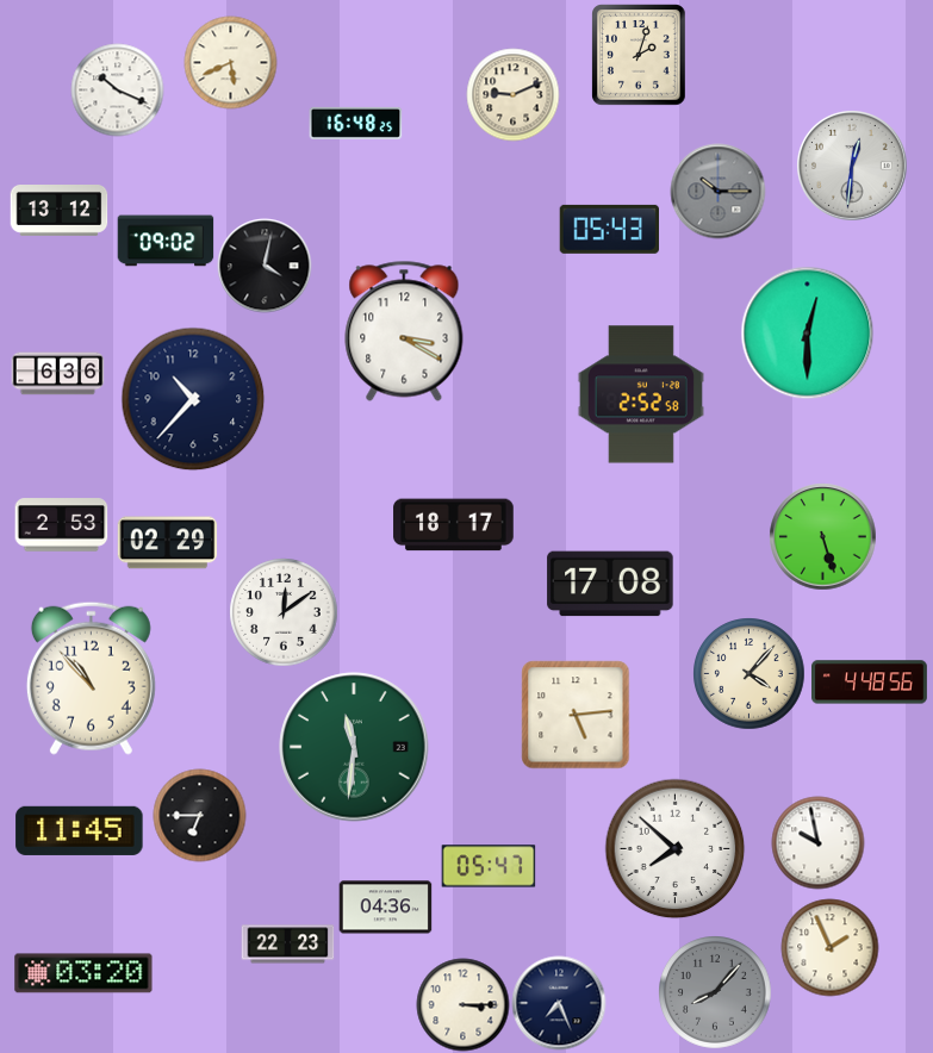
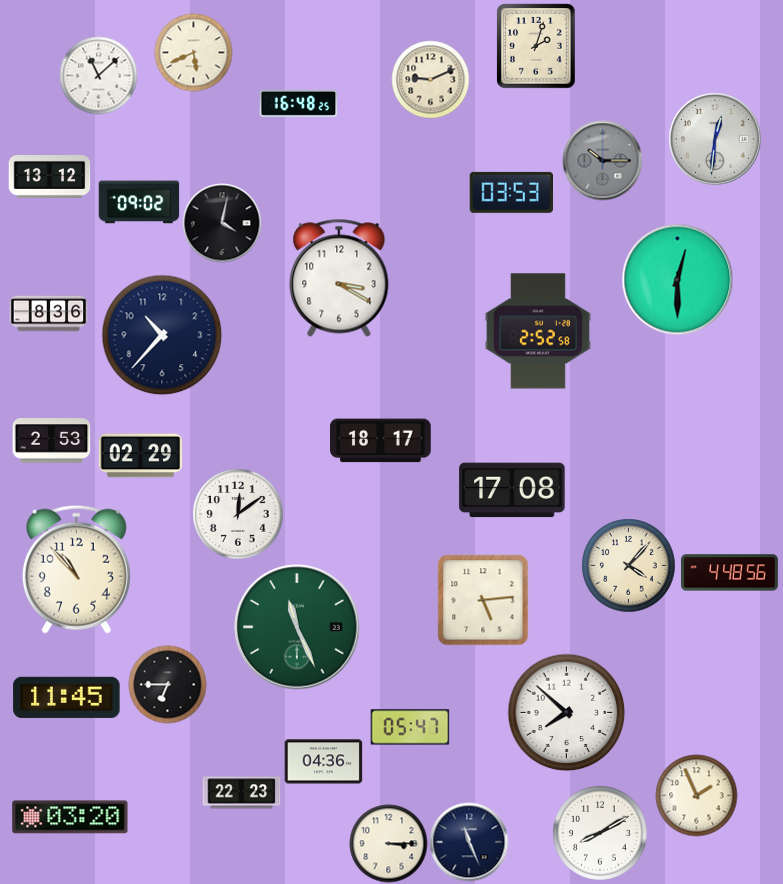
clock at (117, 89): 10:19 -> 11:08
clock at (609, 229): 05:43 -> 03:53
clock at (57, 374): 6:36 -> 8:36
clock at (822, 536): 5:27 -> none
clock at (354, 747): 11:31 -> 11:26
clock at (817, 842): 9:58 -> none
clock at (715, 992): 8:07 -> 8:10
clock at (715, 992) dial: grey -> white
clock at (559, 1003): 7:26 -> 11:26
